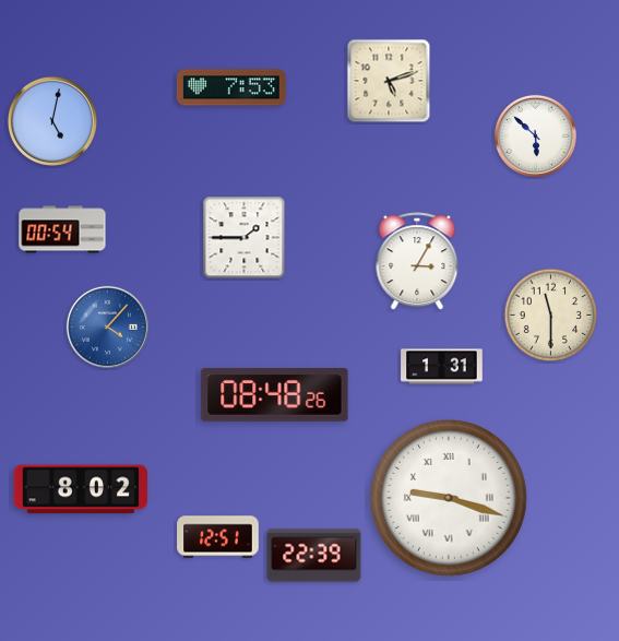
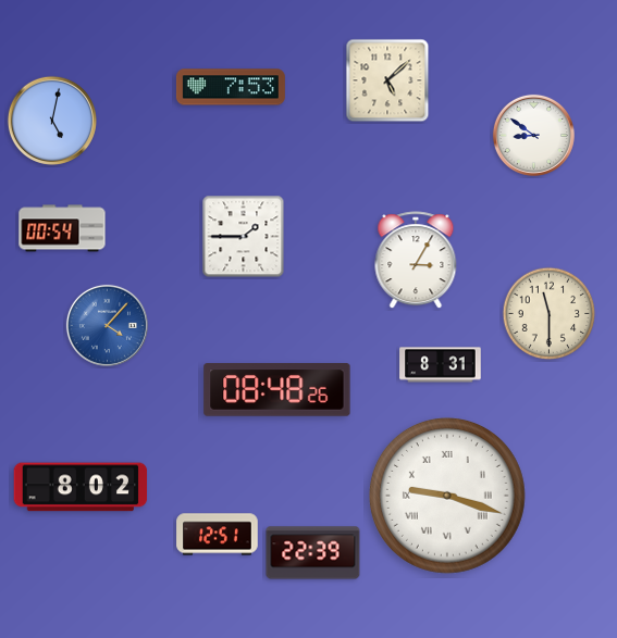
clock at (389, 81): 5:12 -> 5:08
clock at (535, 135): 5:52 -> 8:51
clock at (442, 367): 1:31 -> 8:31
clock at (275, 395) position: (275, 395) -> (277, 390)
